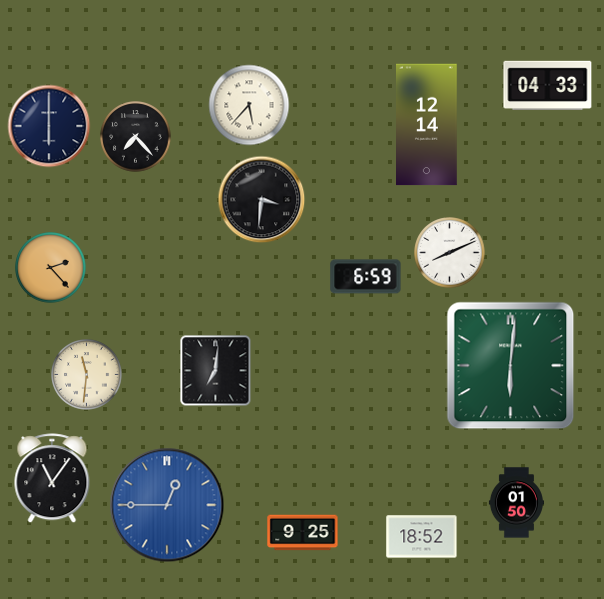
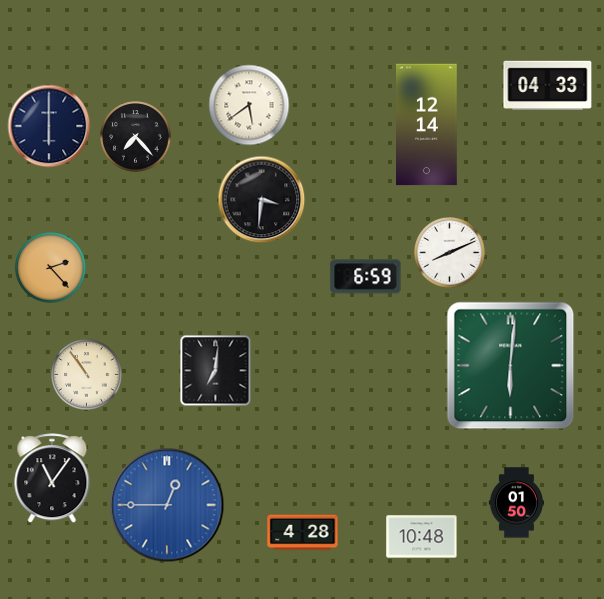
clock at (249, 105): 5:37 -> 5:39
clock at (87, 375): 11:31 -> 10:54
clock at (303, 533): 9:25 -> 4:28
clock at (422, 537): 18:52 -> 10:48
